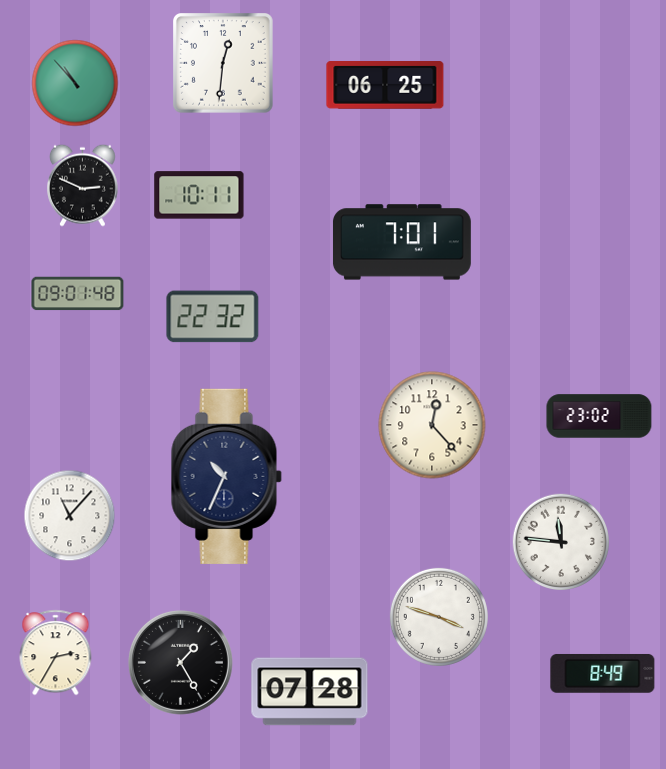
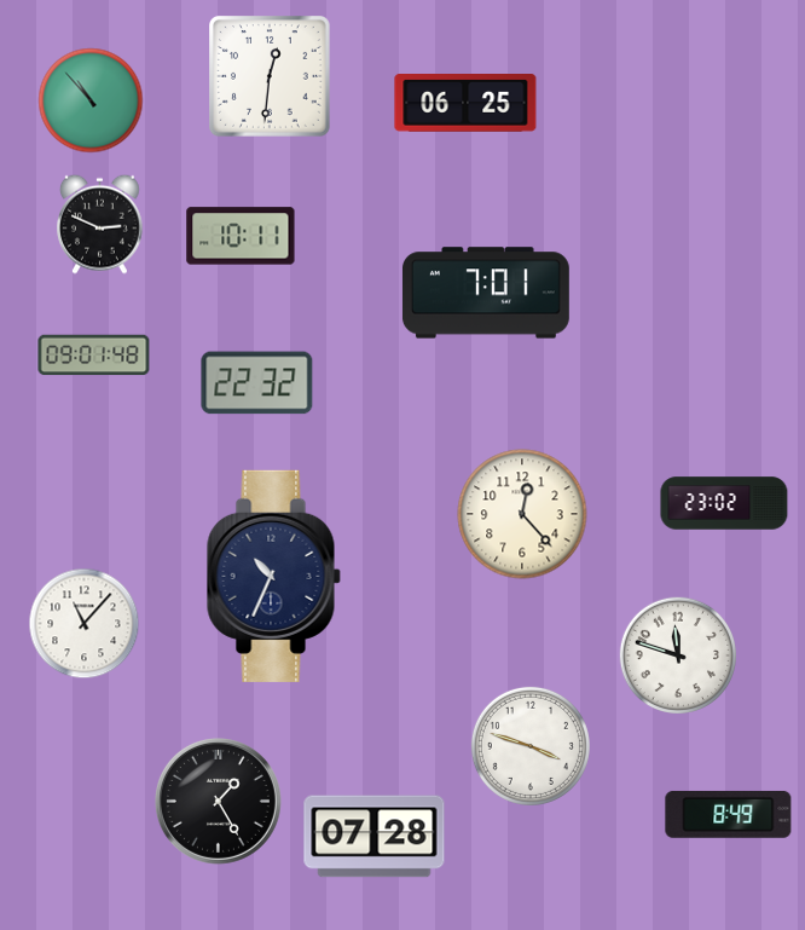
clock at (560, 541): 11:46 -> 11:48
clock at (56, 653): 2:35 -> none
